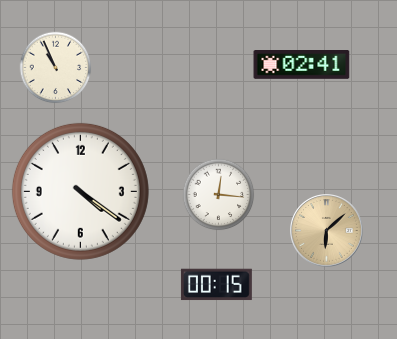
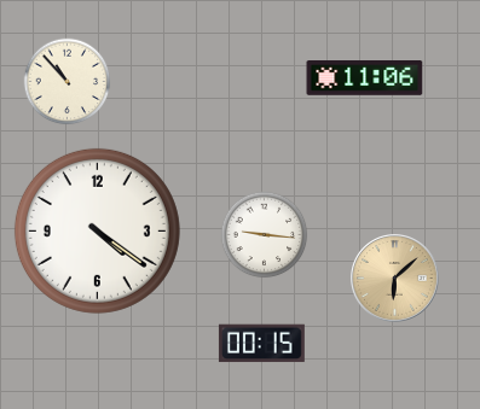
clock at (302, 65): 02:41 -> 11:06
clock at (56, 68): 10:56 -> 10:53
clock at (219, 195): 12:16 -> 9:16
